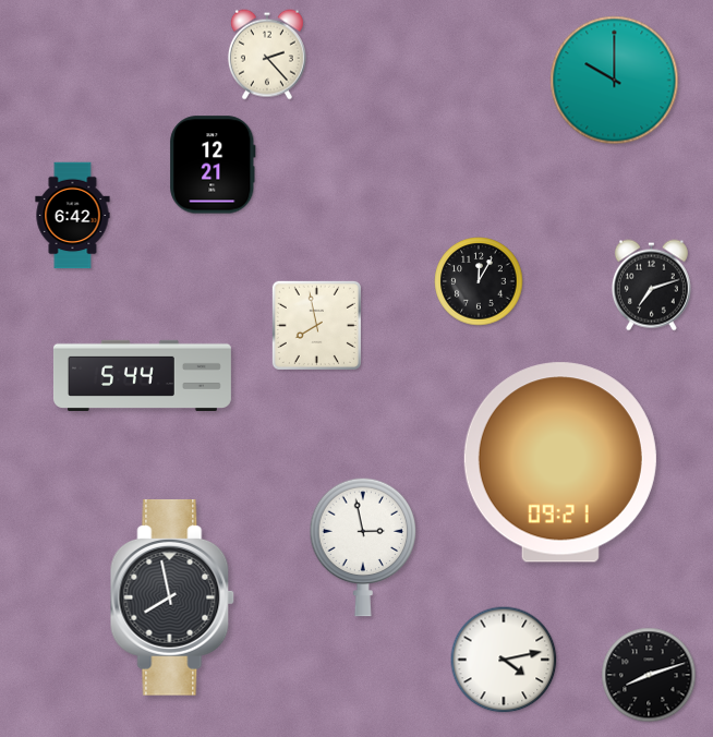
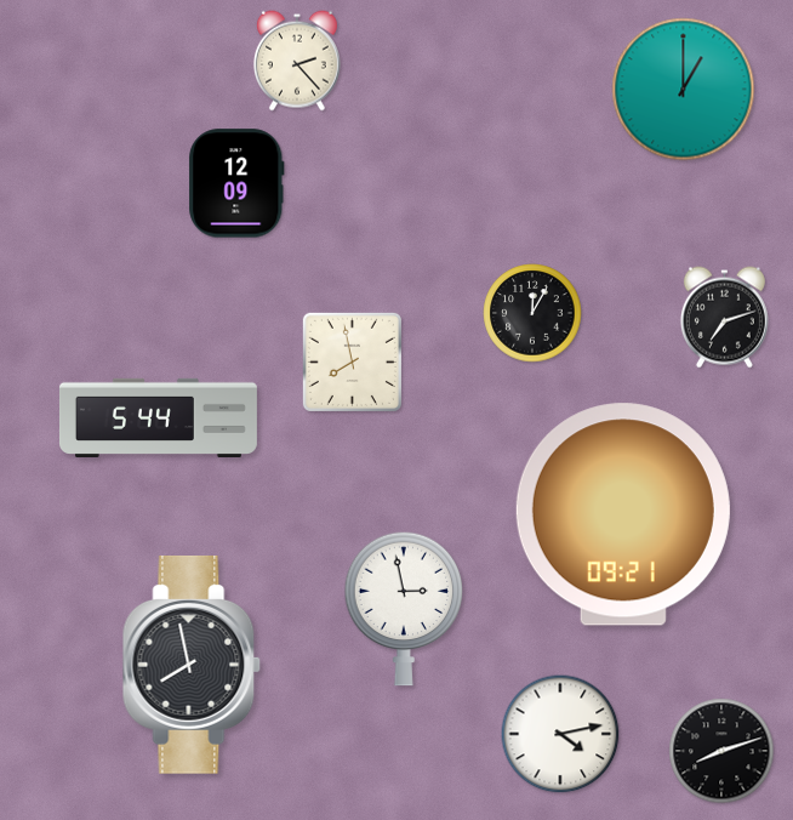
clock at (615, 81): 10:00 -> 1:00
clock at (213, 165): 12:21 -> 12:09
clock at (73, 216): 6:42 -> none
